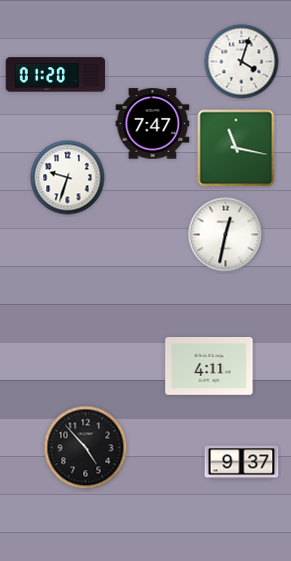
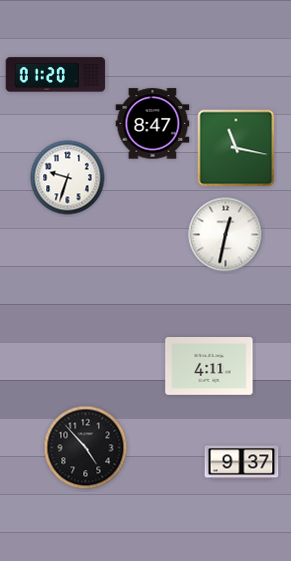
clock at (242, 62): 4:03 -> none
clock at (153, 124): 7:47 -> 8:47
